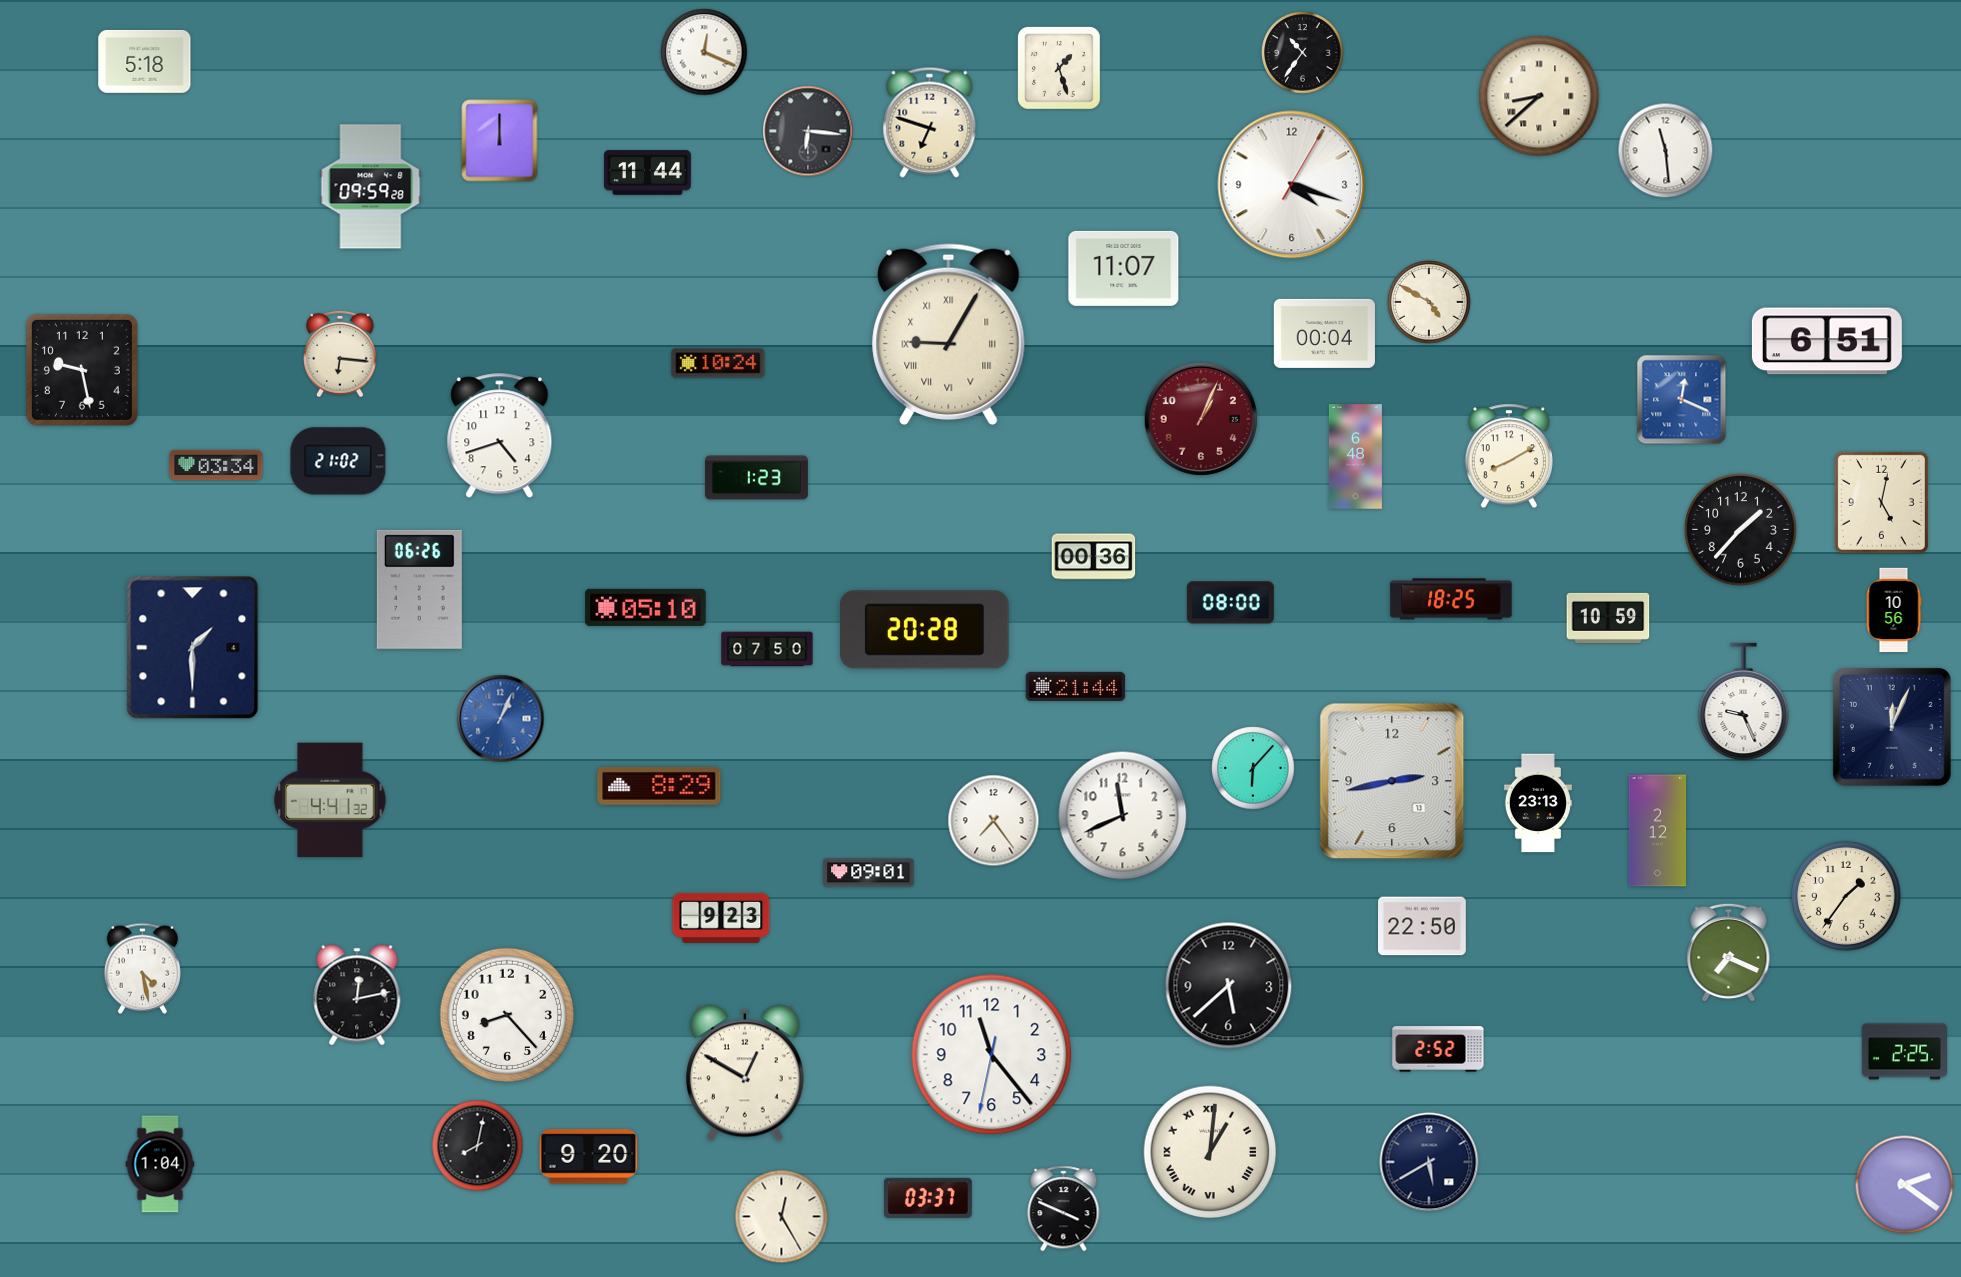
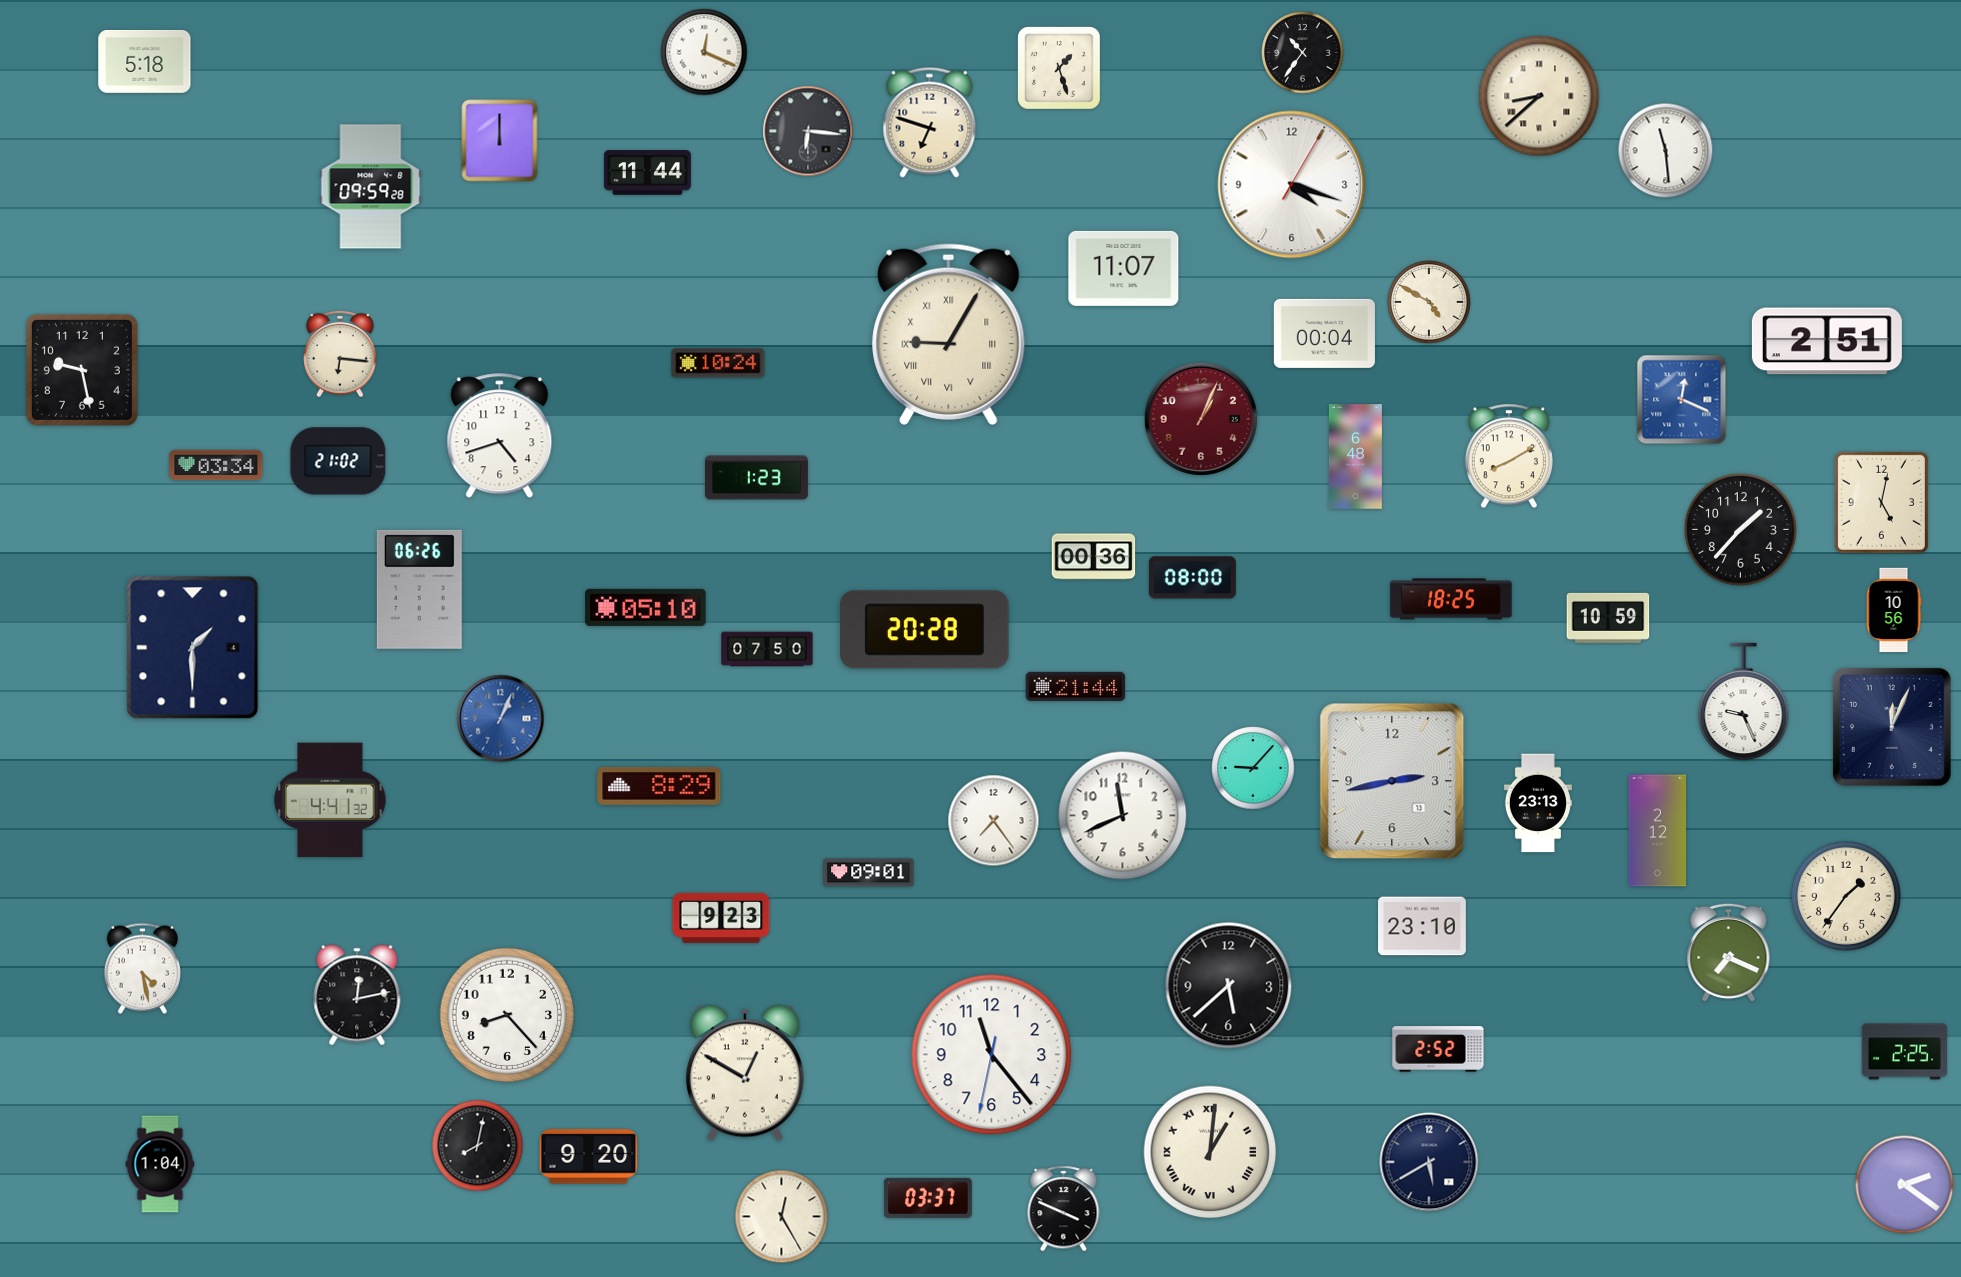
clock at (1827, 341): 6:51 -> 2:51
clock at (1230, 603) position: (1230, 603) -> (1192, 578)
clock at (1253, 768): 6:07 -> 9:07
clock at (1423, 926): 22:50 -> 23:10
